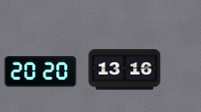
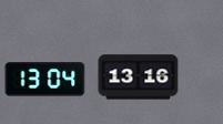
clock at (41, 72): 20:20 -> 13:04
